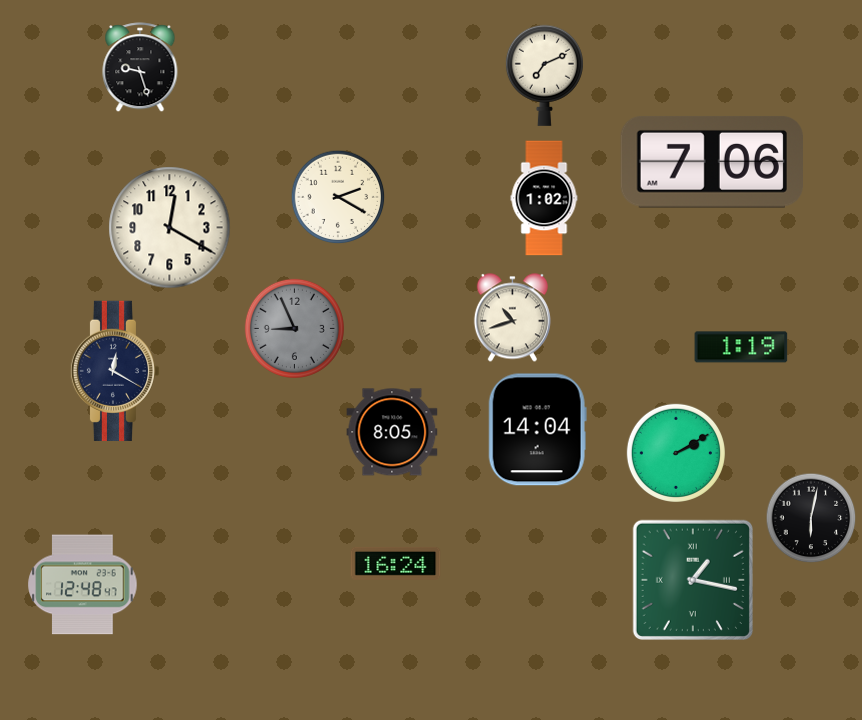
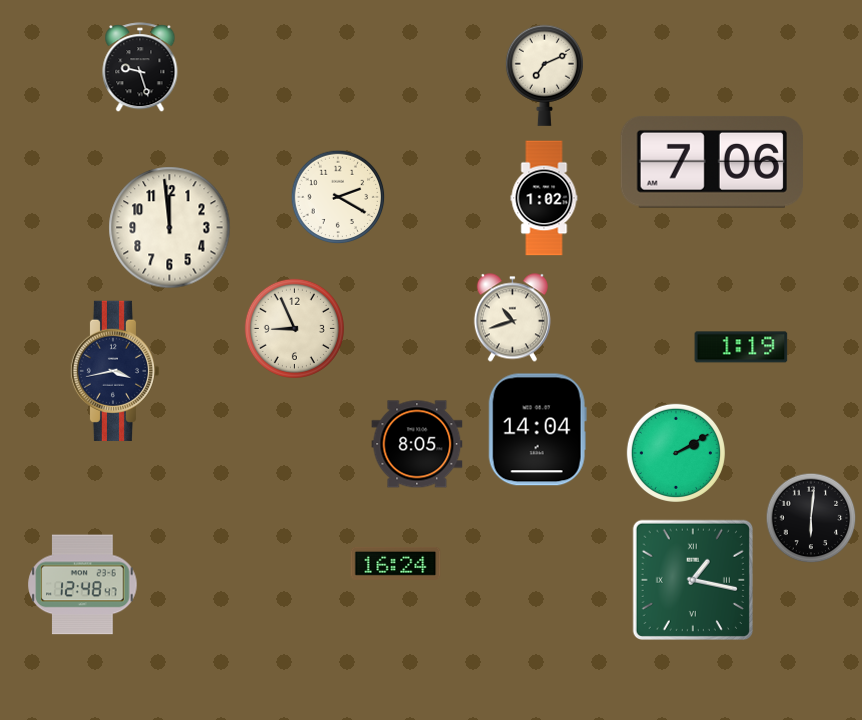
clock at (170, 228): 12:20 -> 11:59
clock at (294, 328) dial: grey -> cream
clock at (115, 371): 12:20 -> 3:43
clock at (392, 432) position: (392, 432) -> (417, 444)
clock at (811, 518): 6:02 -> 6:01
